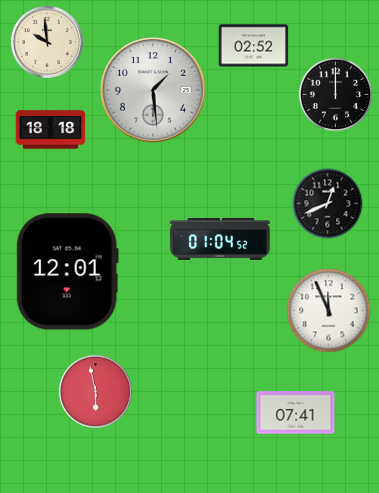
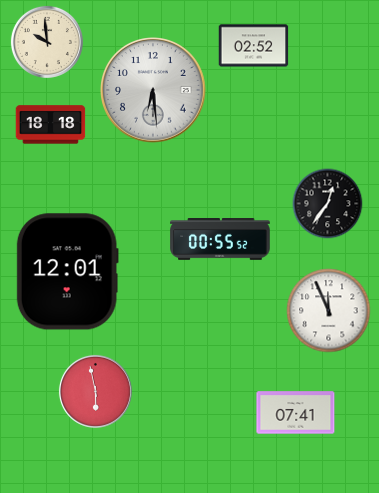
clock at (154, 91): 1:29 -> 6:29
clock at (336, 95): 12:00 -> none
clock at (51, 130) position: (51, 130) -> (51, 125)
clock at (328, 204): 12:41 -> 12:36
clock at (220, 240): 01:04 -> 00:55
